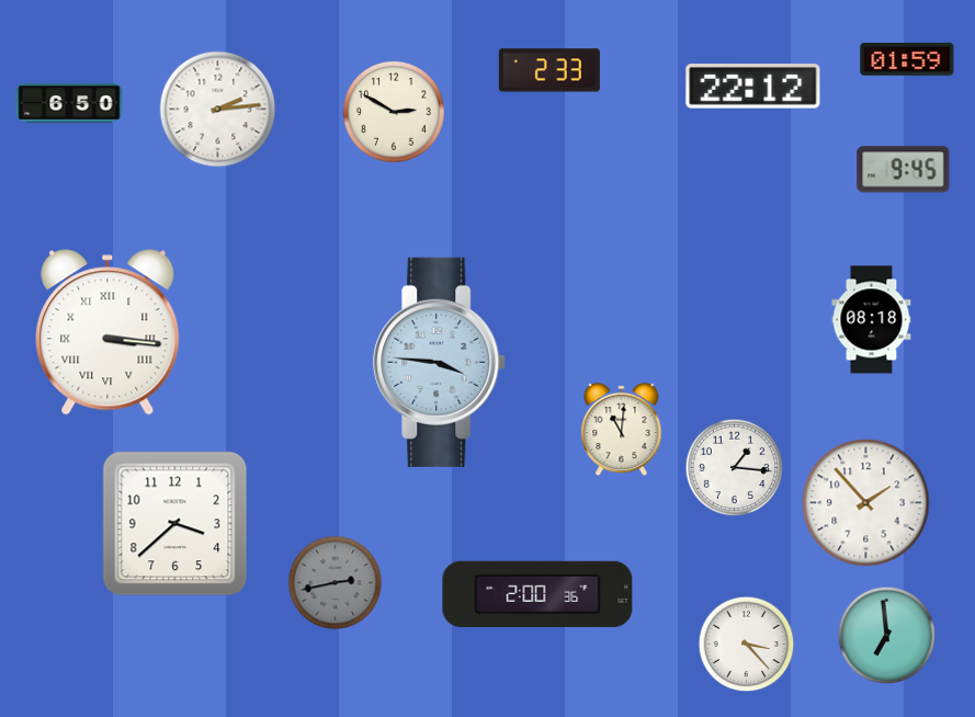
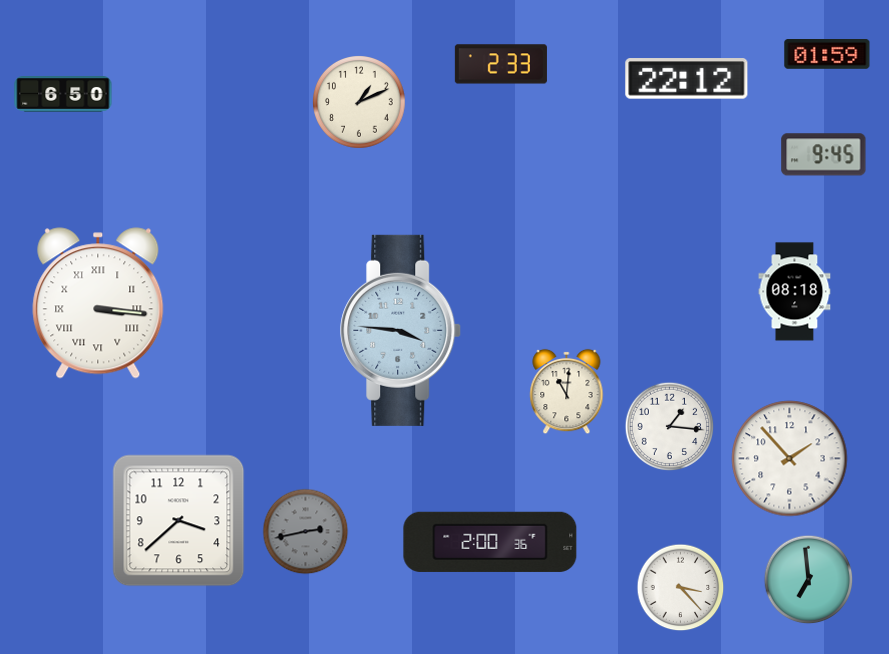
clock at (218, 110): 2:14 -> none
clock at (395, 113): 2:50 -> 1:11
clock at (175, 524) position: (175, 524) -> (179, 521)
